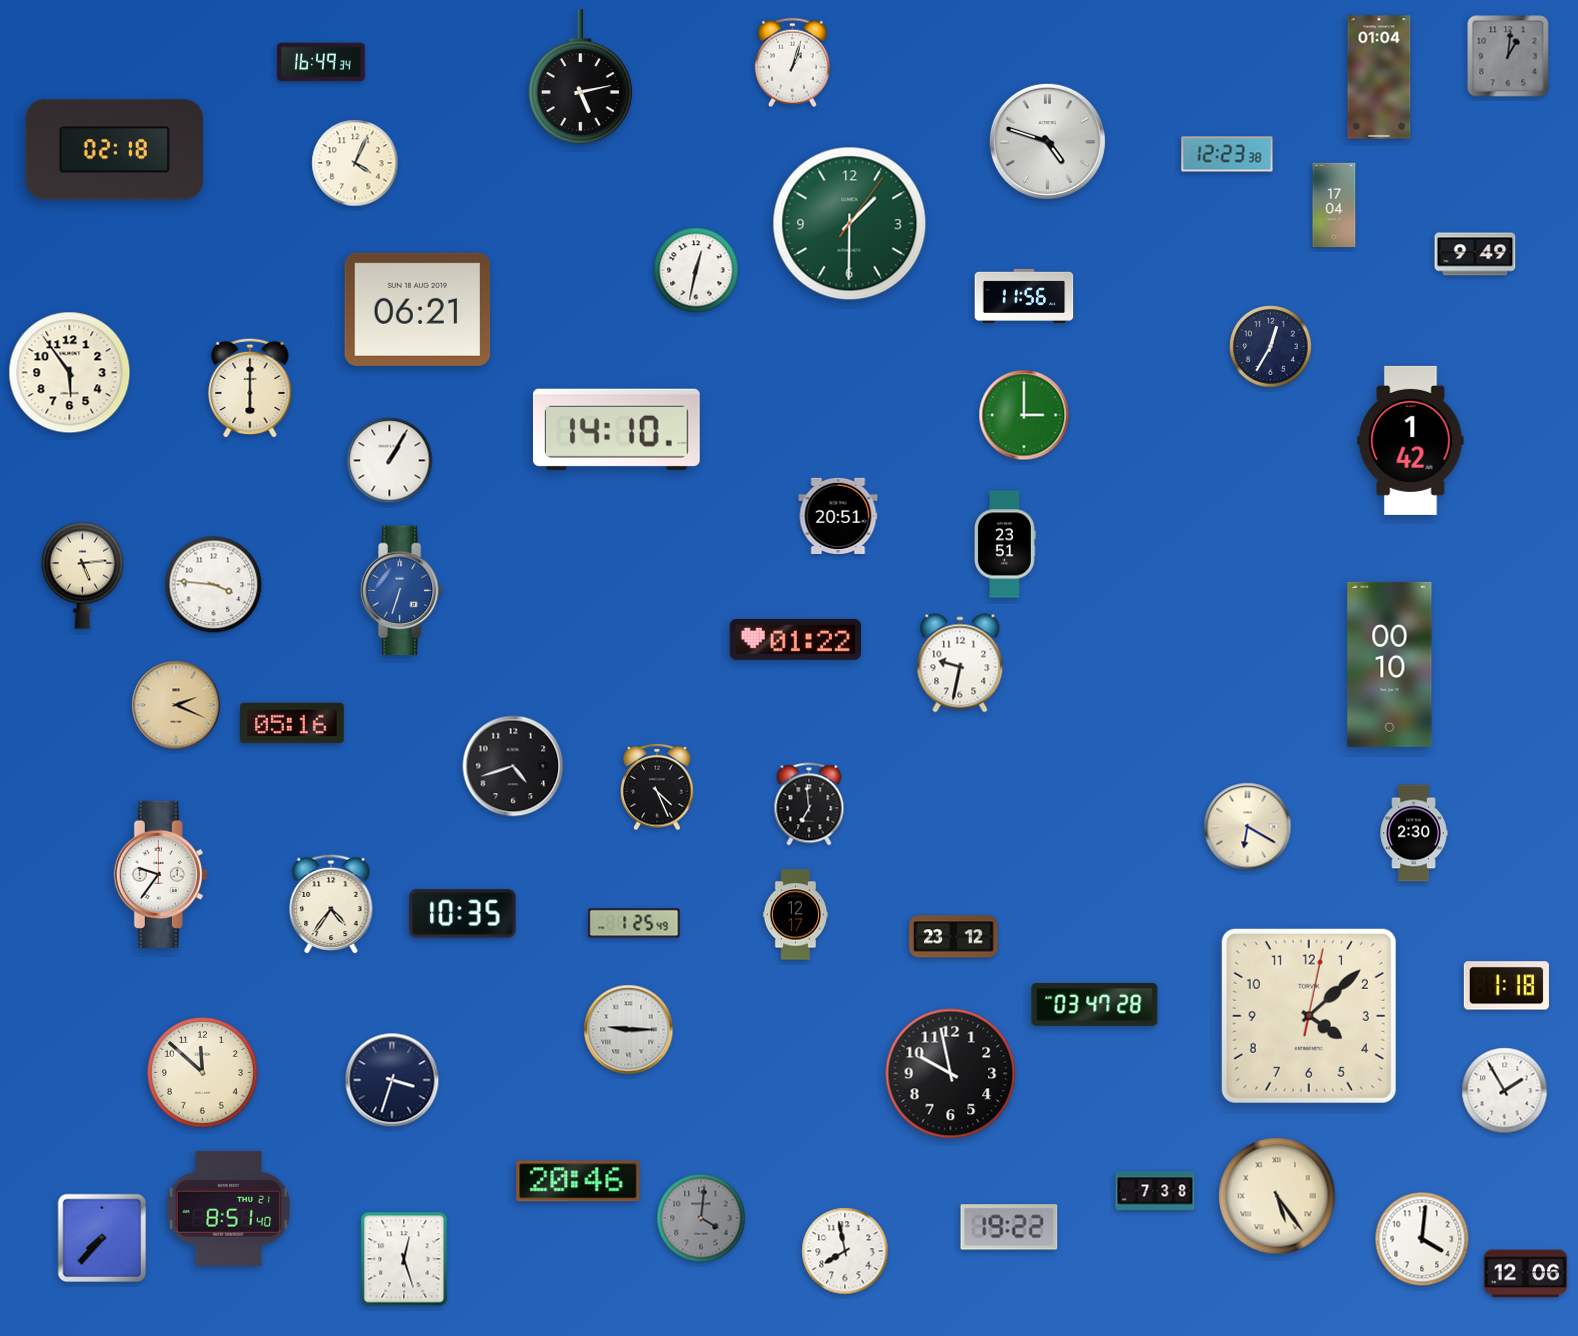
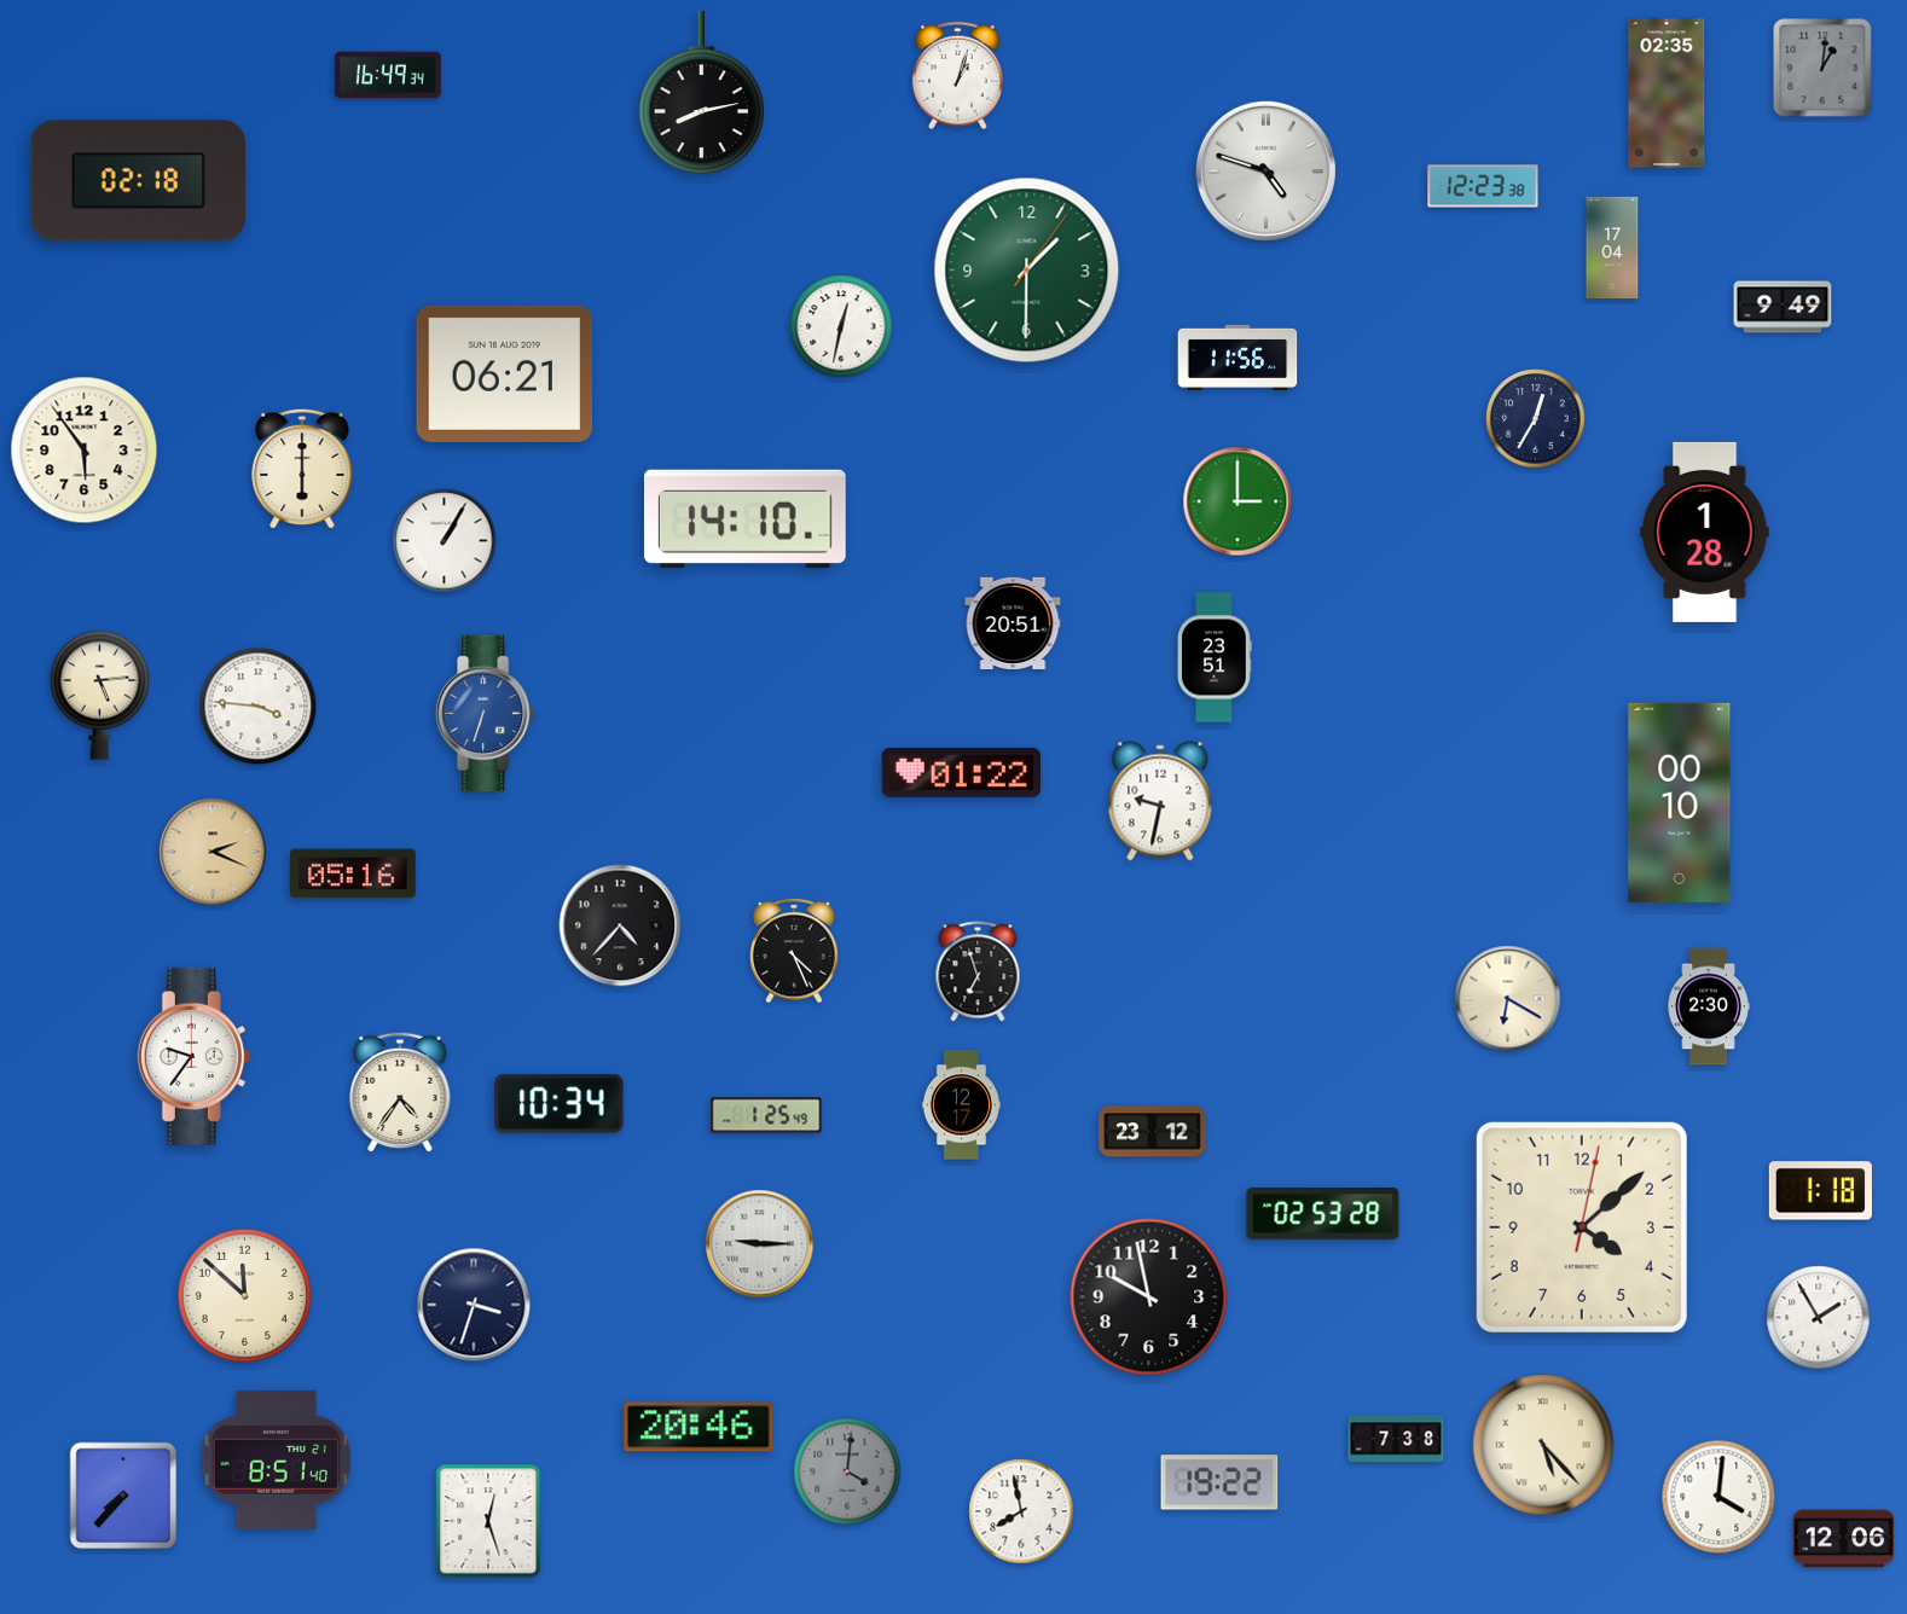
clock at (580, 77): 5:13 -> 8:13
clock at (1379, 77): 01:04 -> 02:35
clock at (355, 163): 4:04 -> none
clock at (1411, 440): 1:42 -> 1:28
clock at (390, 461) position: (390, 461) -> (445, 541)
clock at (513, 766): 4:42 -> 4:37
clock at (809, 804): 6:59 -> 6:57
clock at (463, 914): 10:35 -> 10:34
clock at (1095, 1004): 03:47 -> 02:53
clock at (1277, 1196): 5:24 -> 5:23
